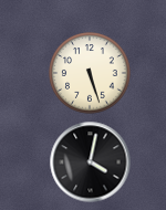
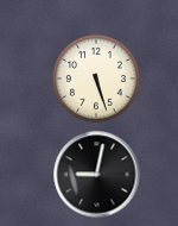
clock at (91, 162): 4:02 -> 9:02
